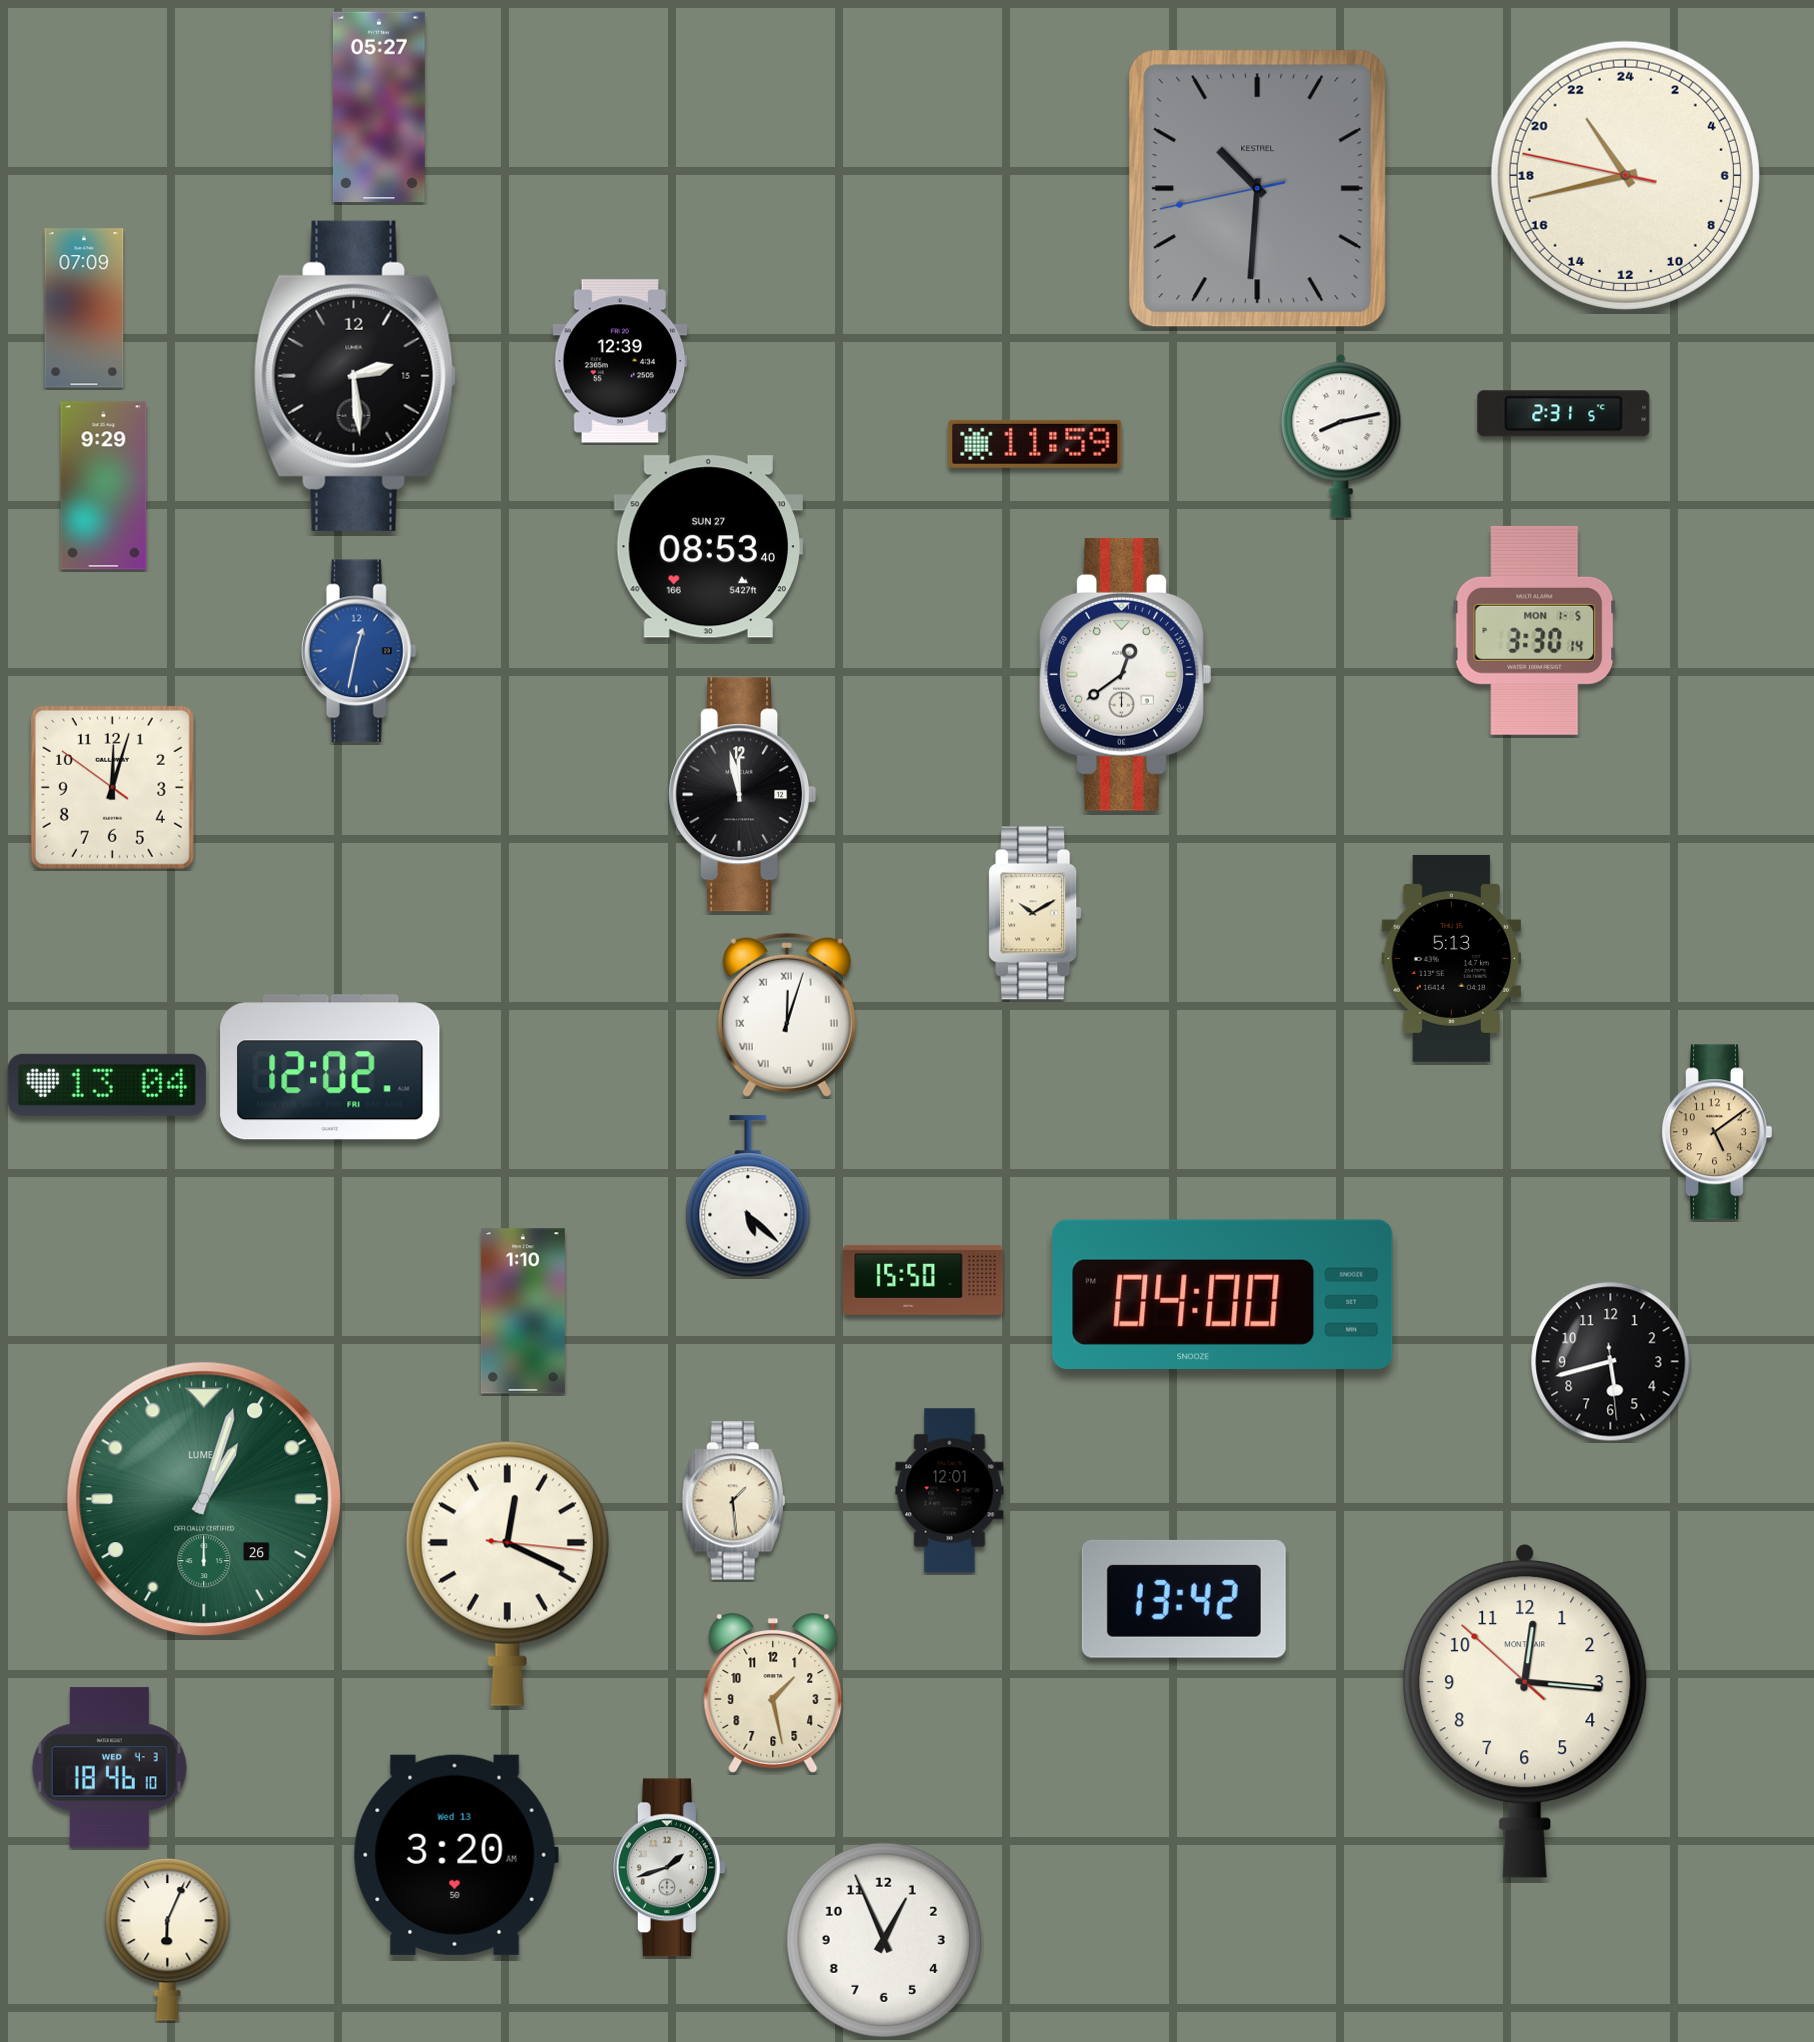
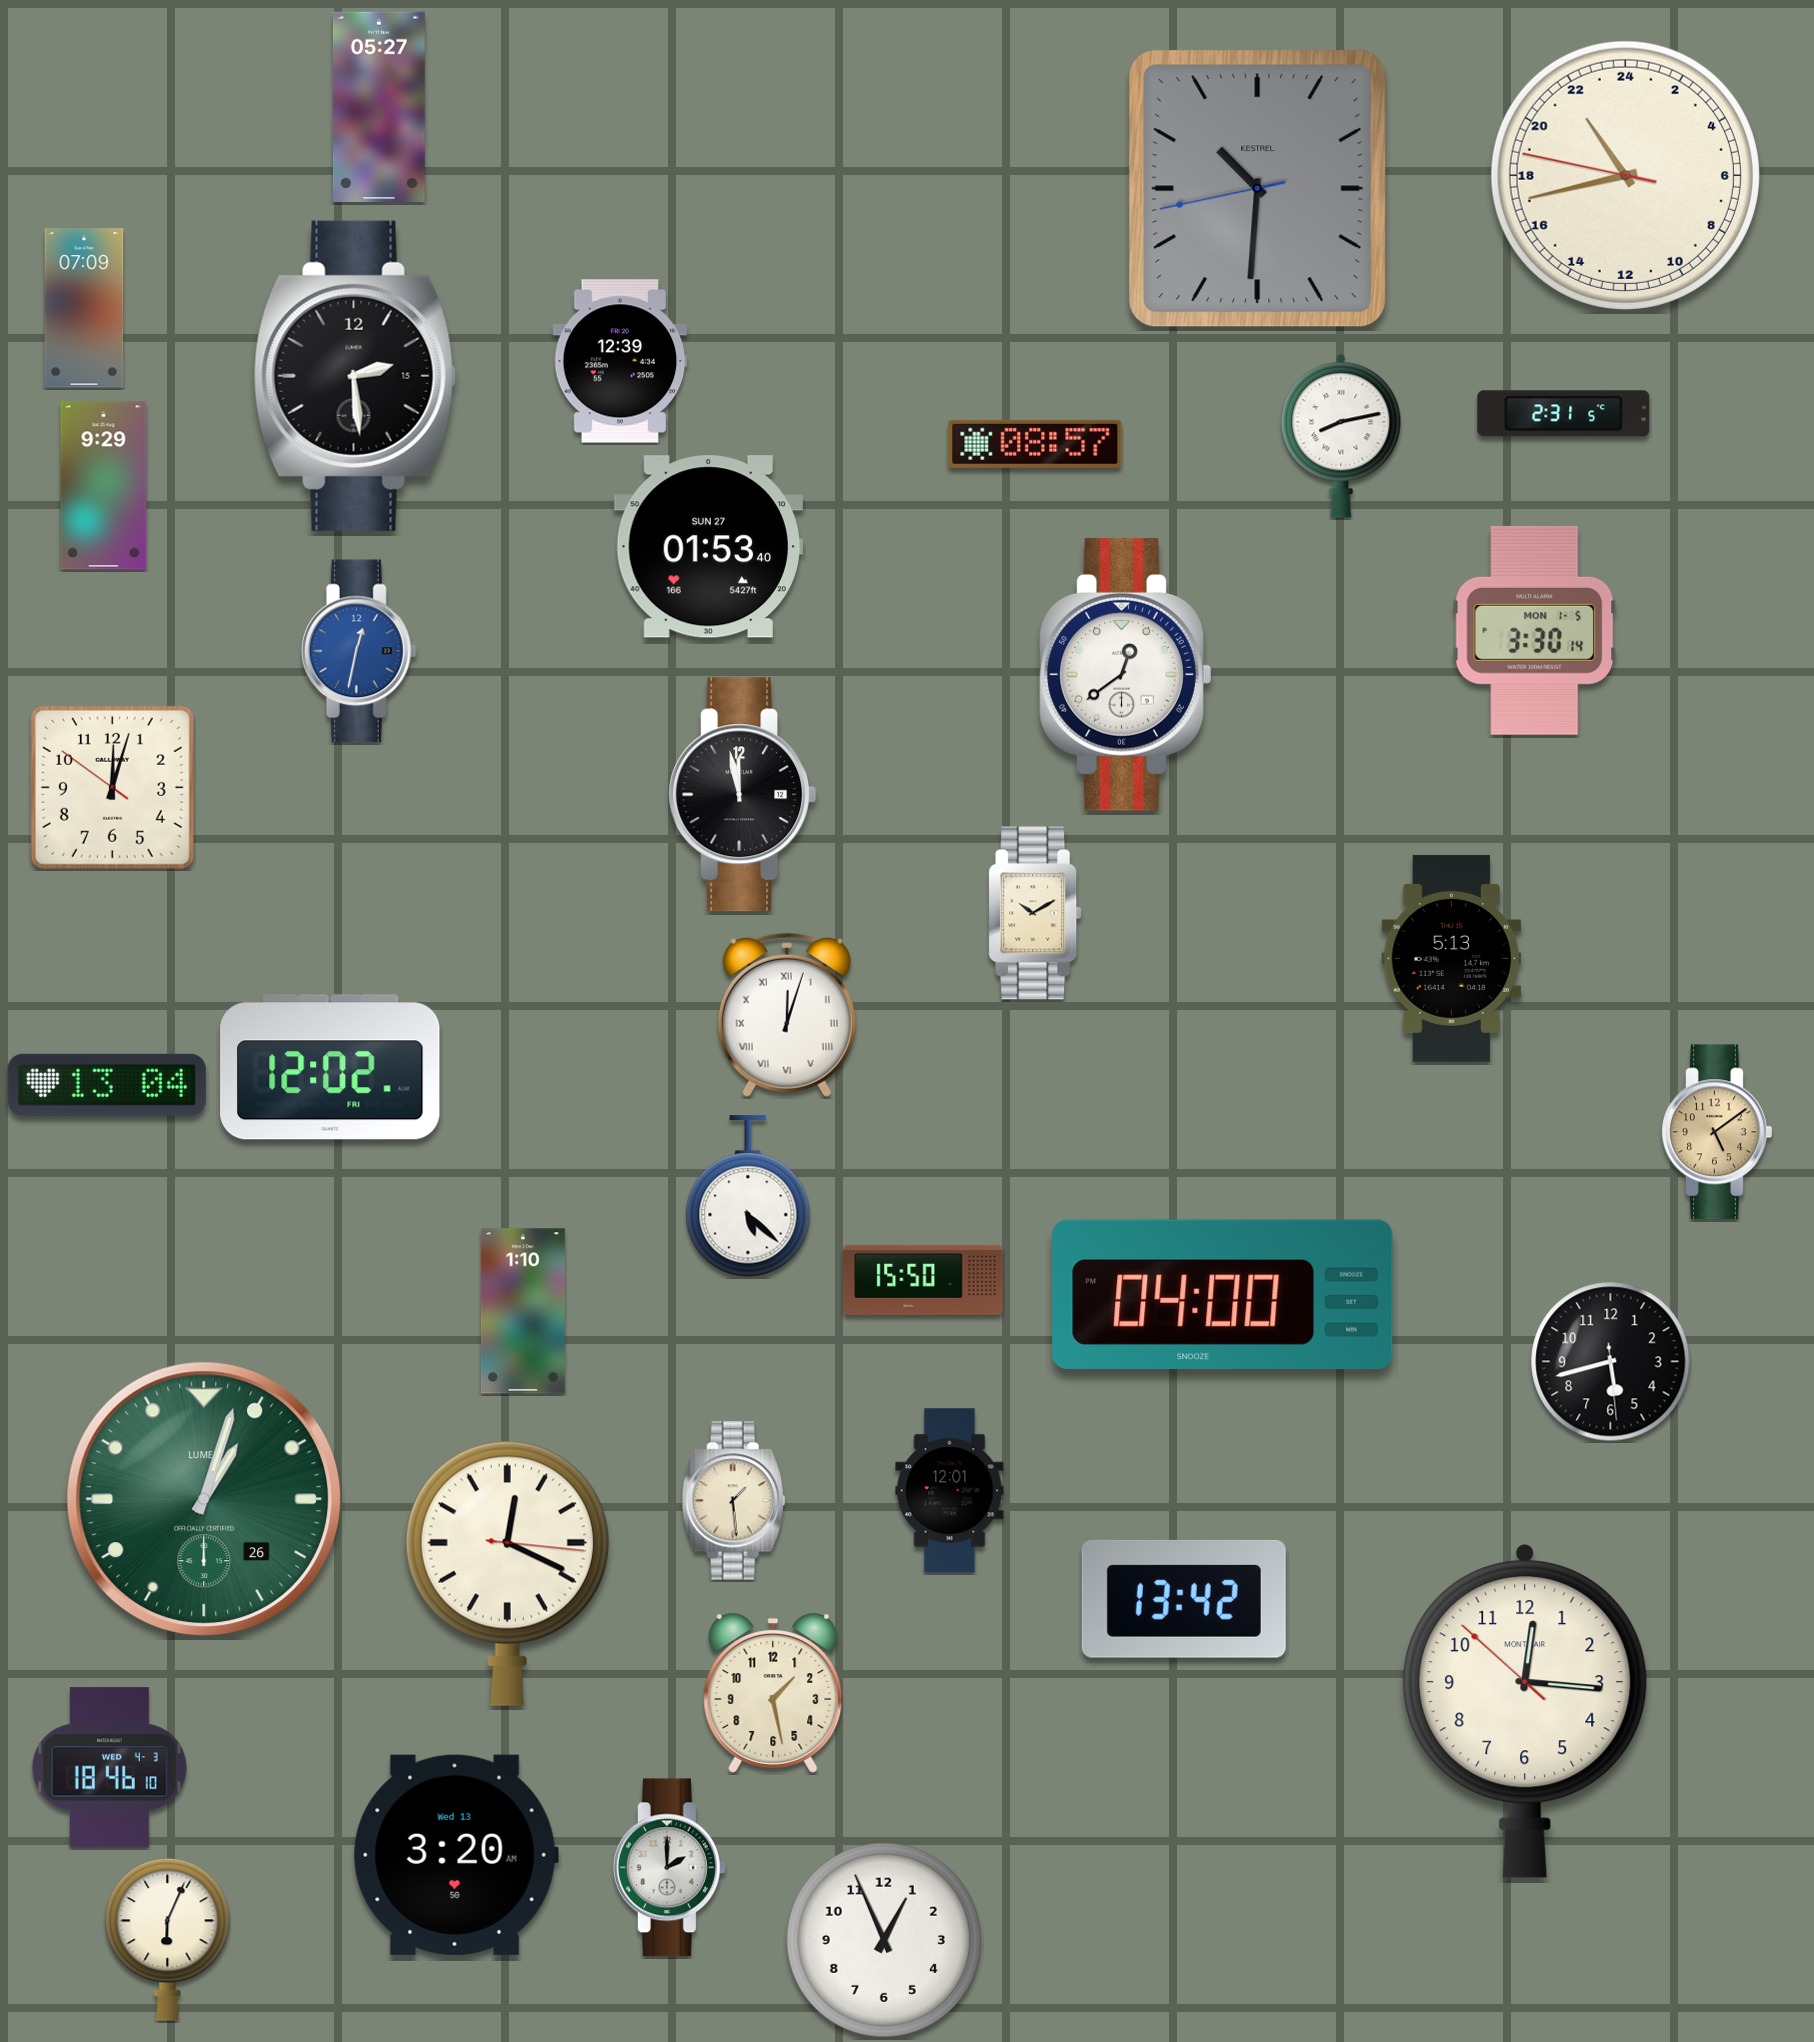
clock at (1035, 444): 11:59 -> 08:57
clock at (708, 547): 08:53 -> 01:53
clock at (669, 1868): 1:42 -> 2:00
